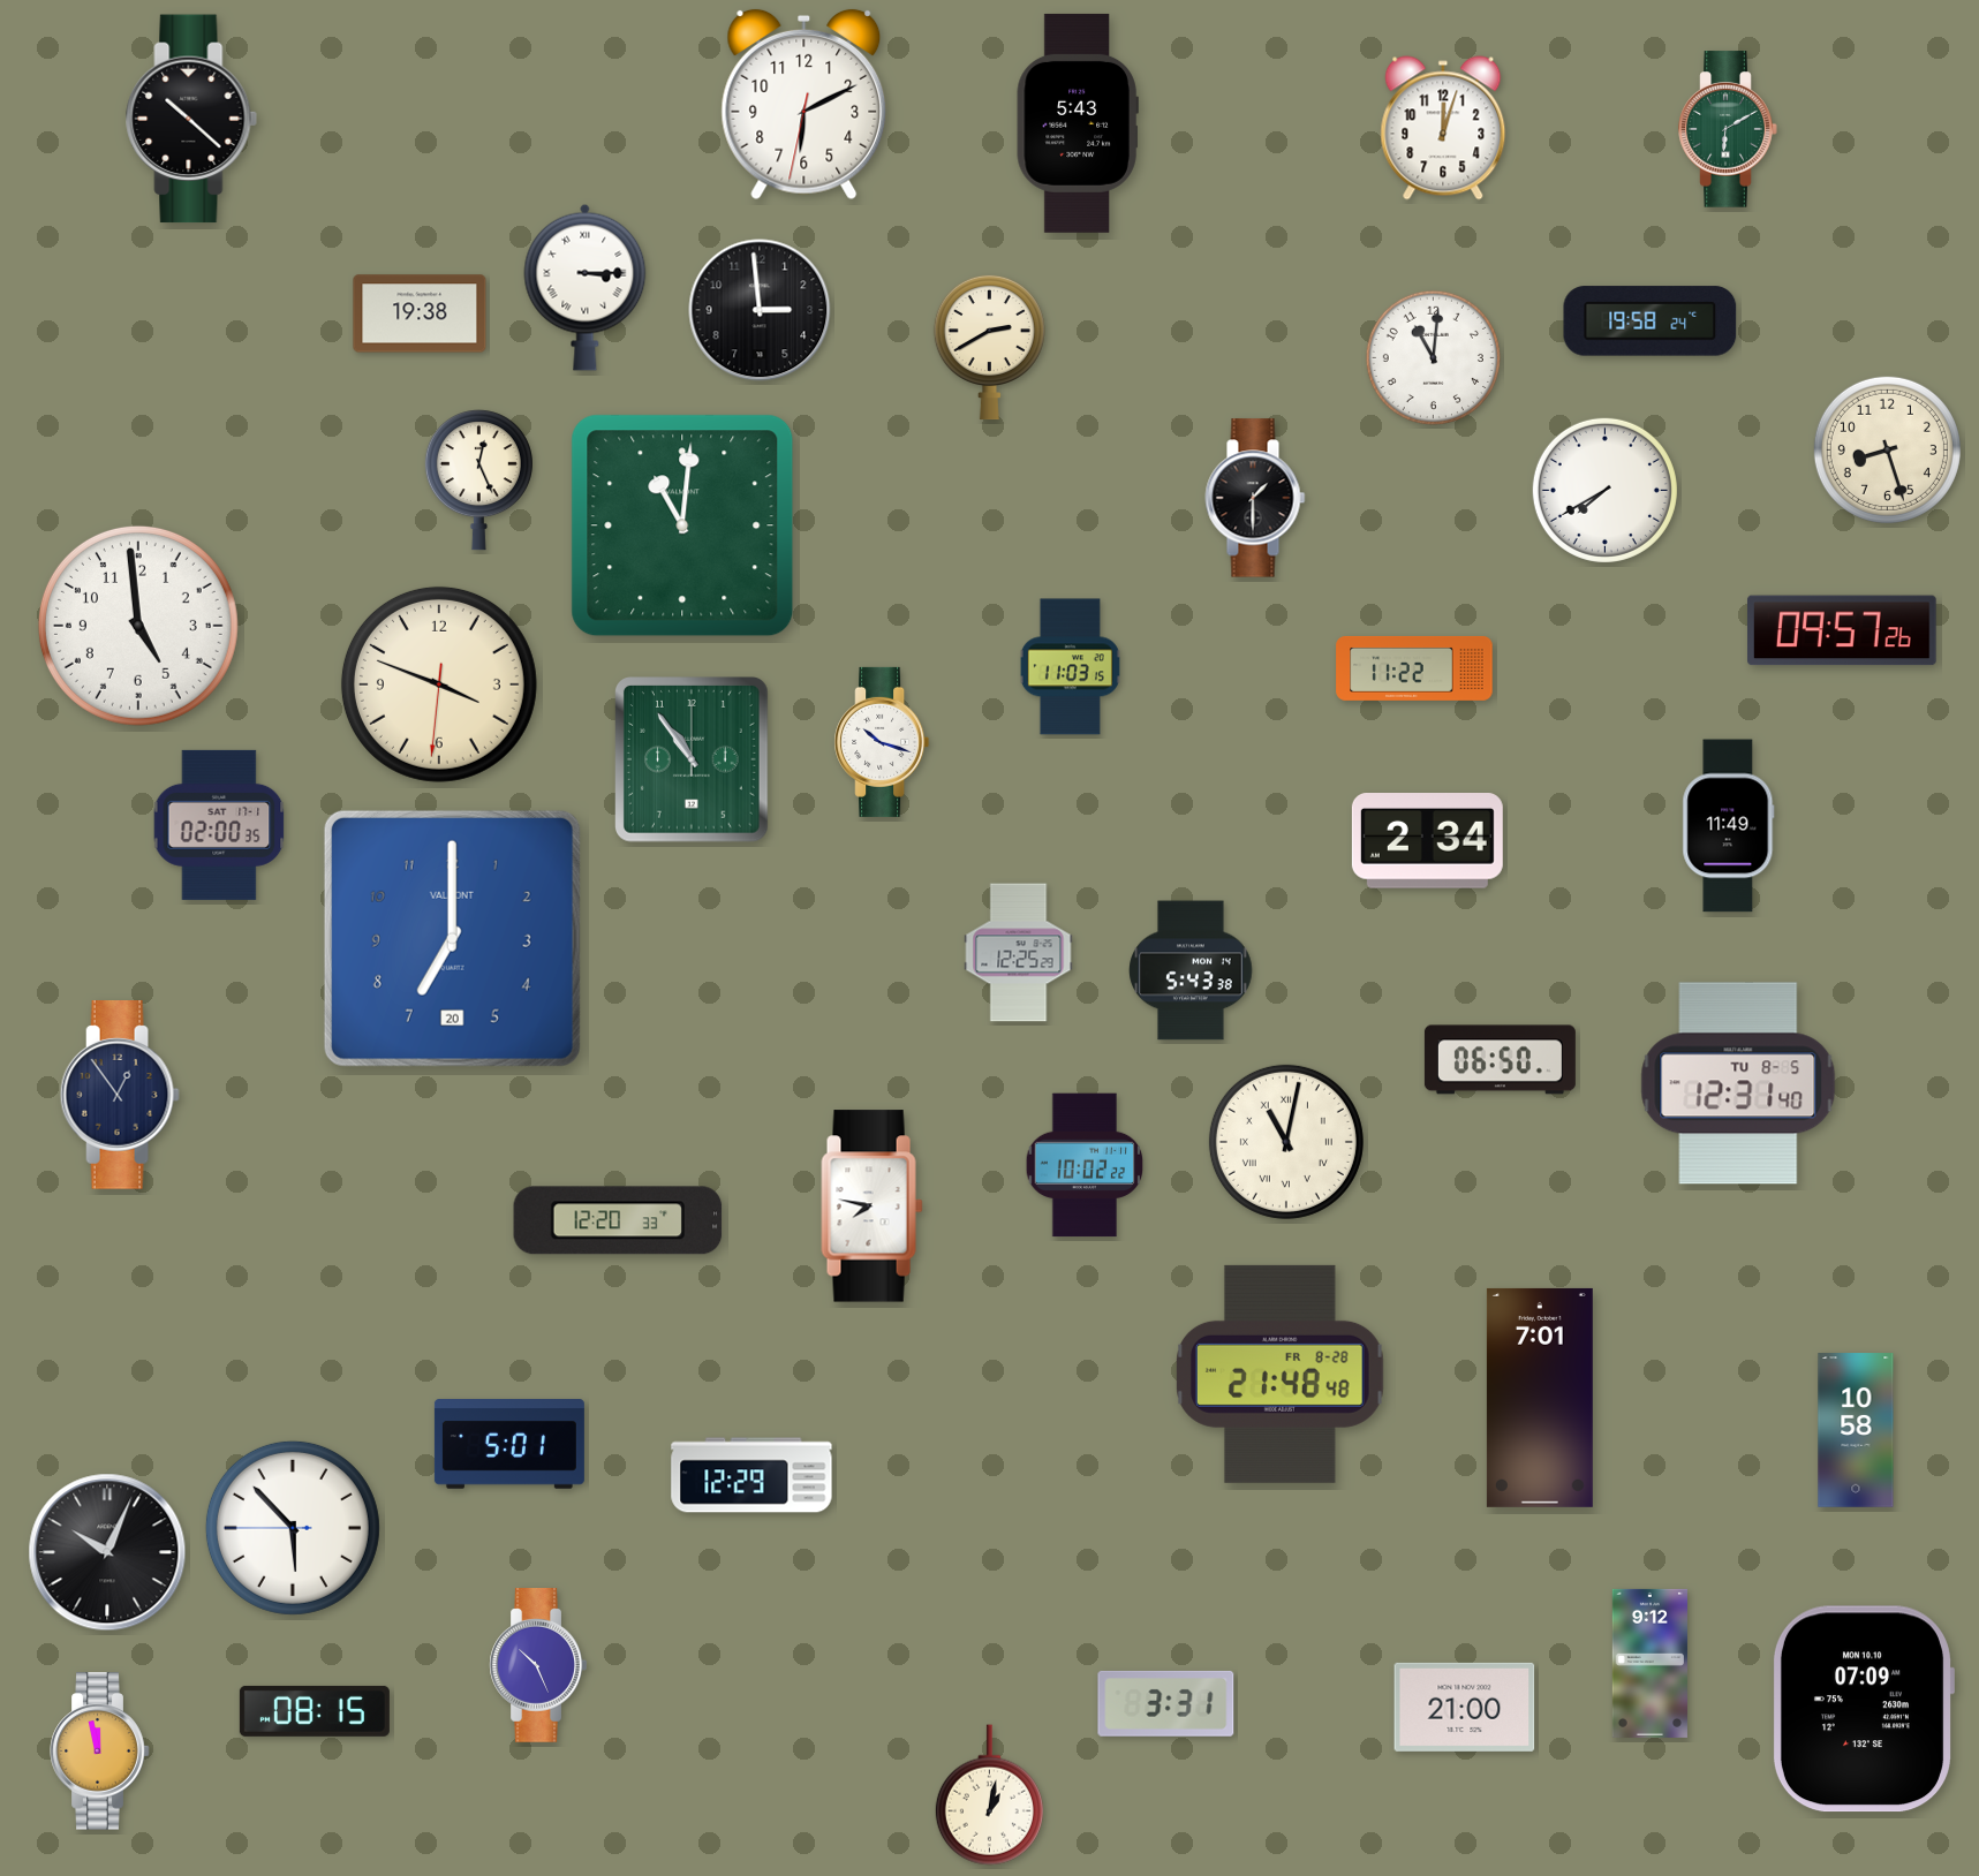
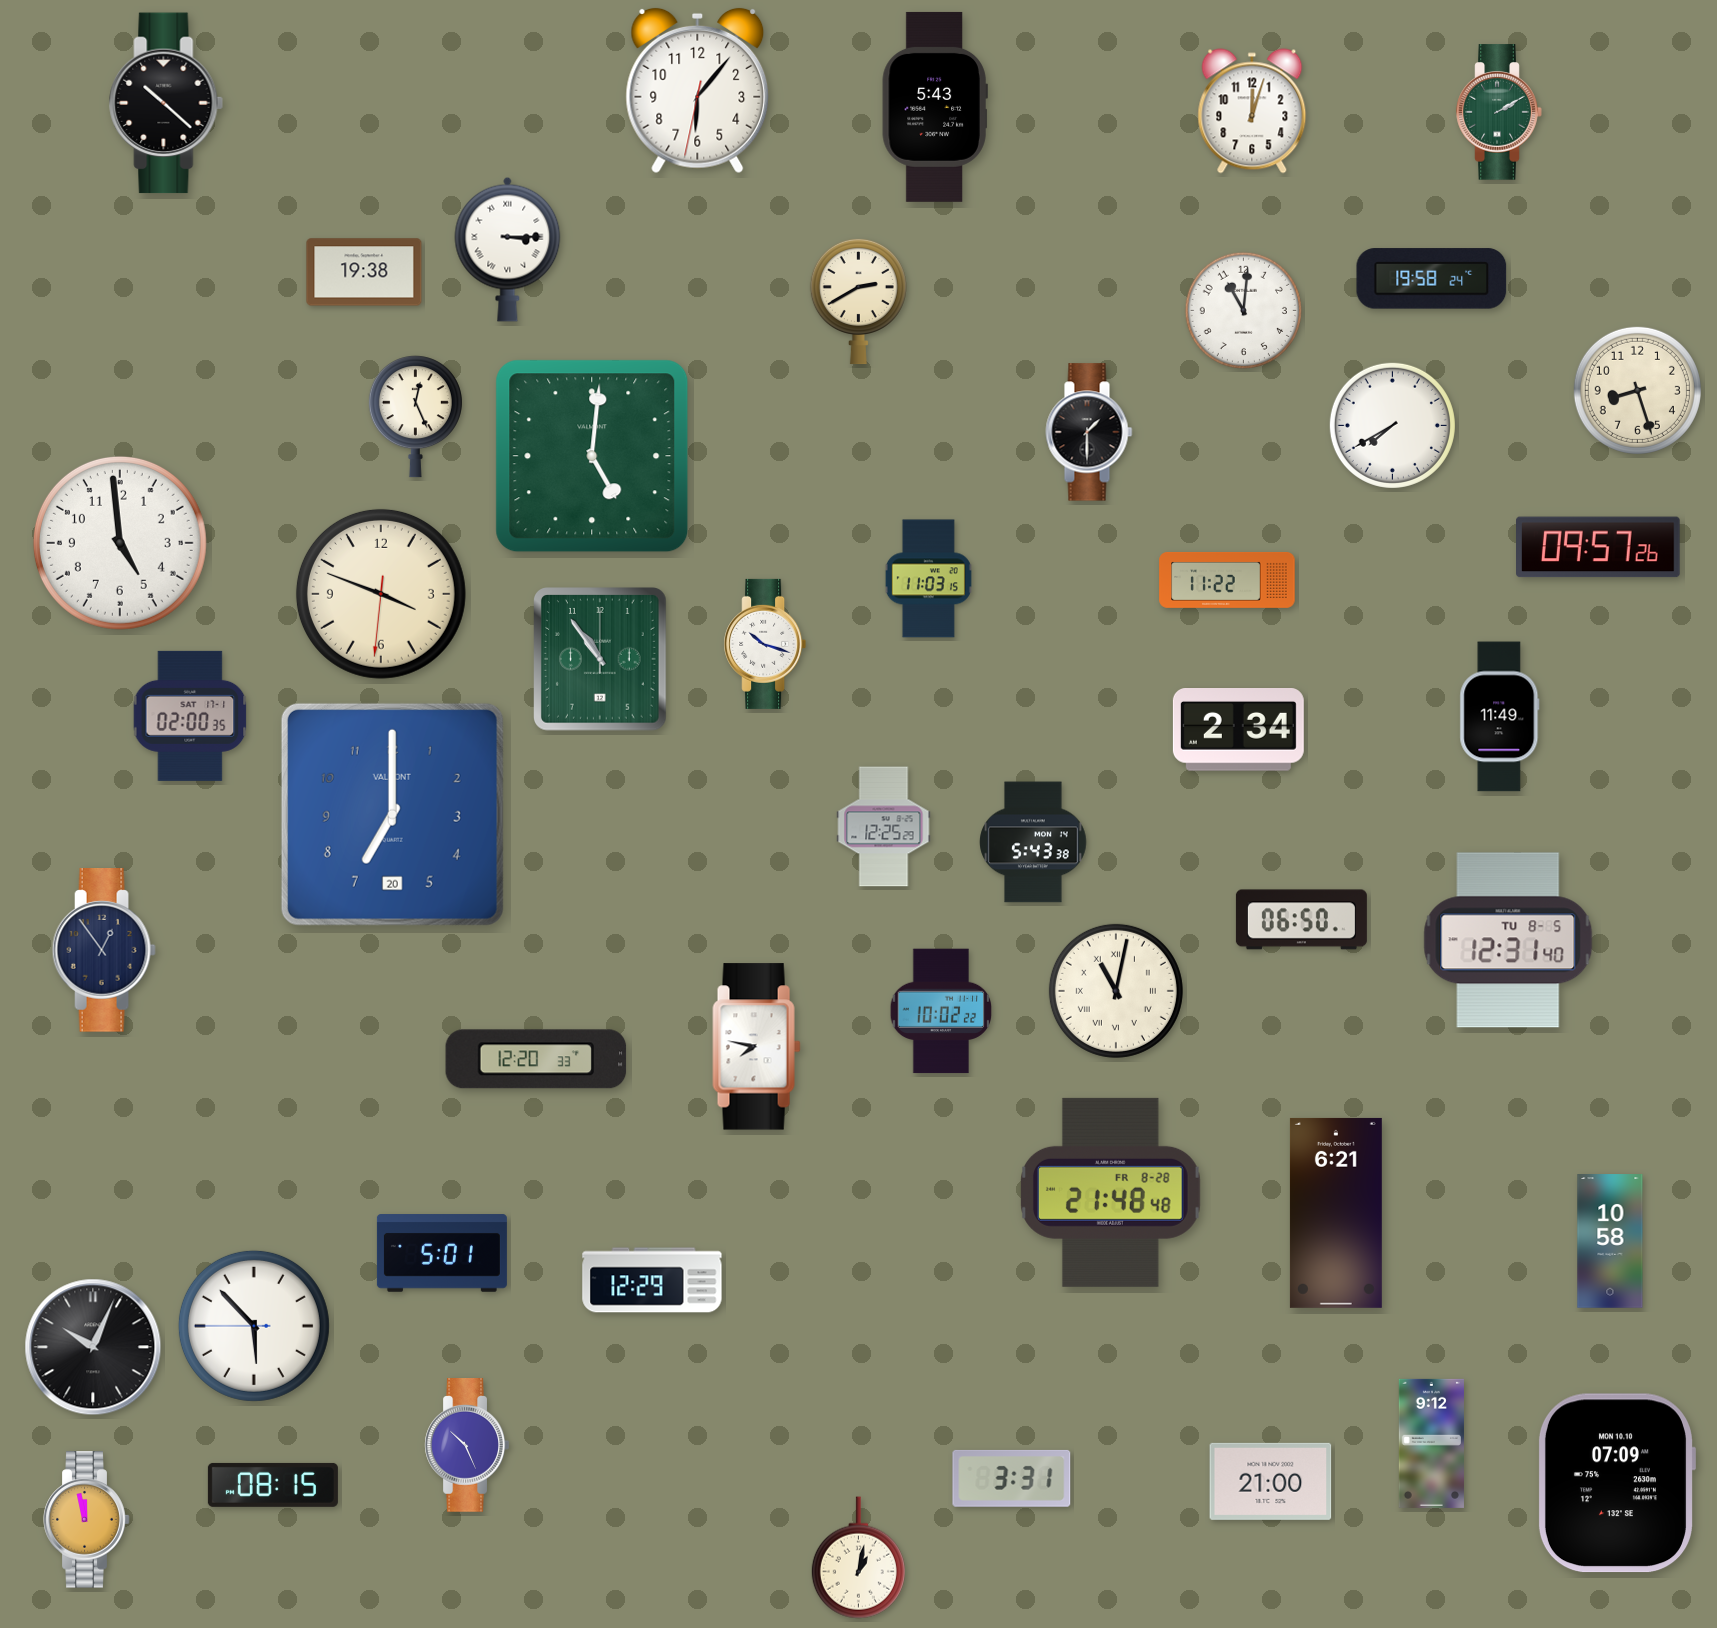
clock at (805, 105): 6:10 -> 6:06
clock at (1728, 129): 6:10 -> 2:10
clock at (760, 310): 2:59 -> none
clock at (682, 525): 11:01 -> 5:01
clock at (1540, 1398): 7:01 -> 6:21
